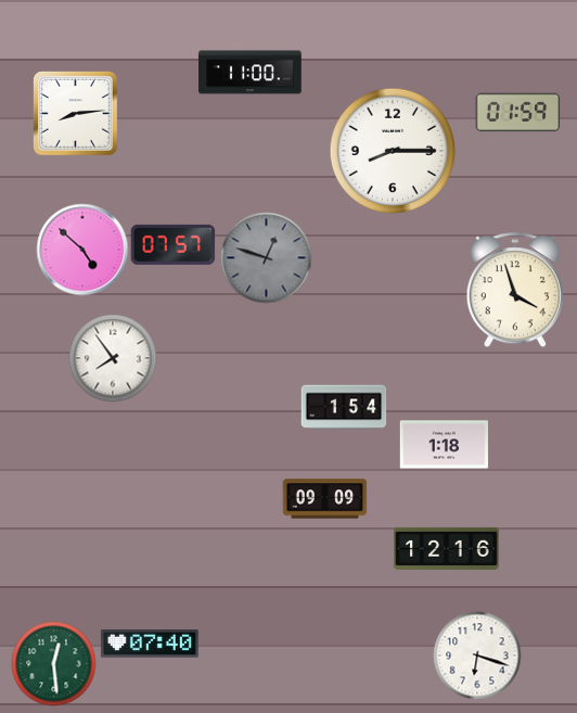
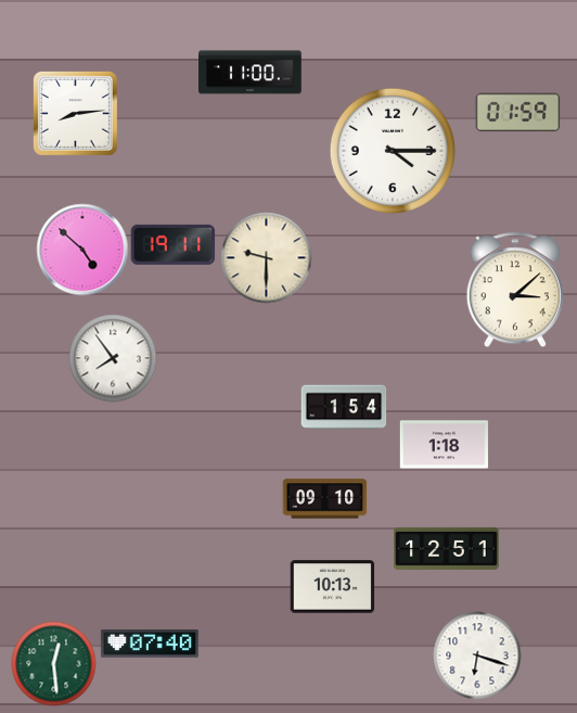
clock at (393, 151): 8:15 -> 4:15
clock at (172, 244): 07:57 -> 19:11
clock at (266, 257): 12:48 -> 9:30
clock at (266, 257) dial: grey -> cream
clock at (515, 290): 3:57 -> 3:08
clock at (324, 499): 09:09 -> 09:10
clock at (447, 548): 12:16 -> 12:51
clock at (332, 587): none -> 10:13
